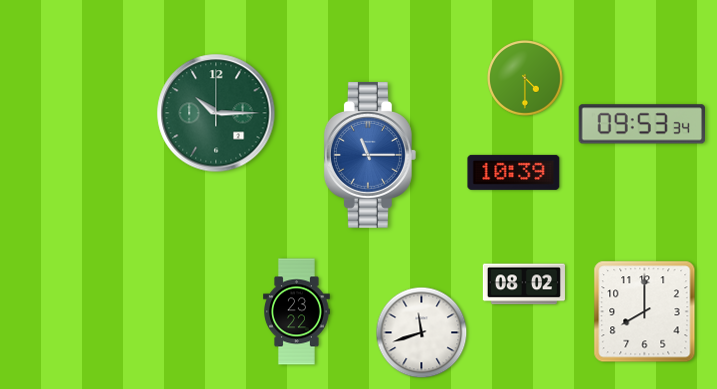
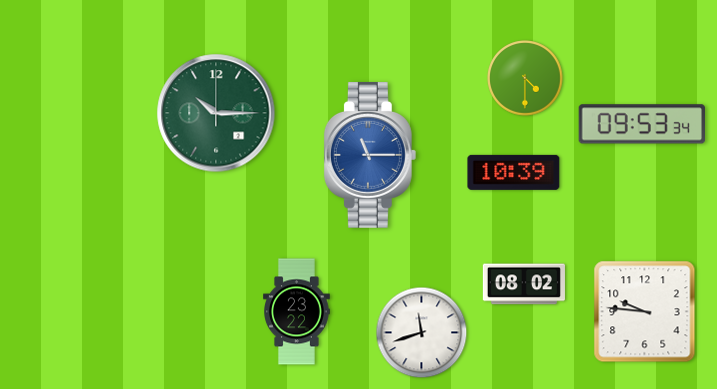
clock at (645, 312): 8:00 -> 9:46
